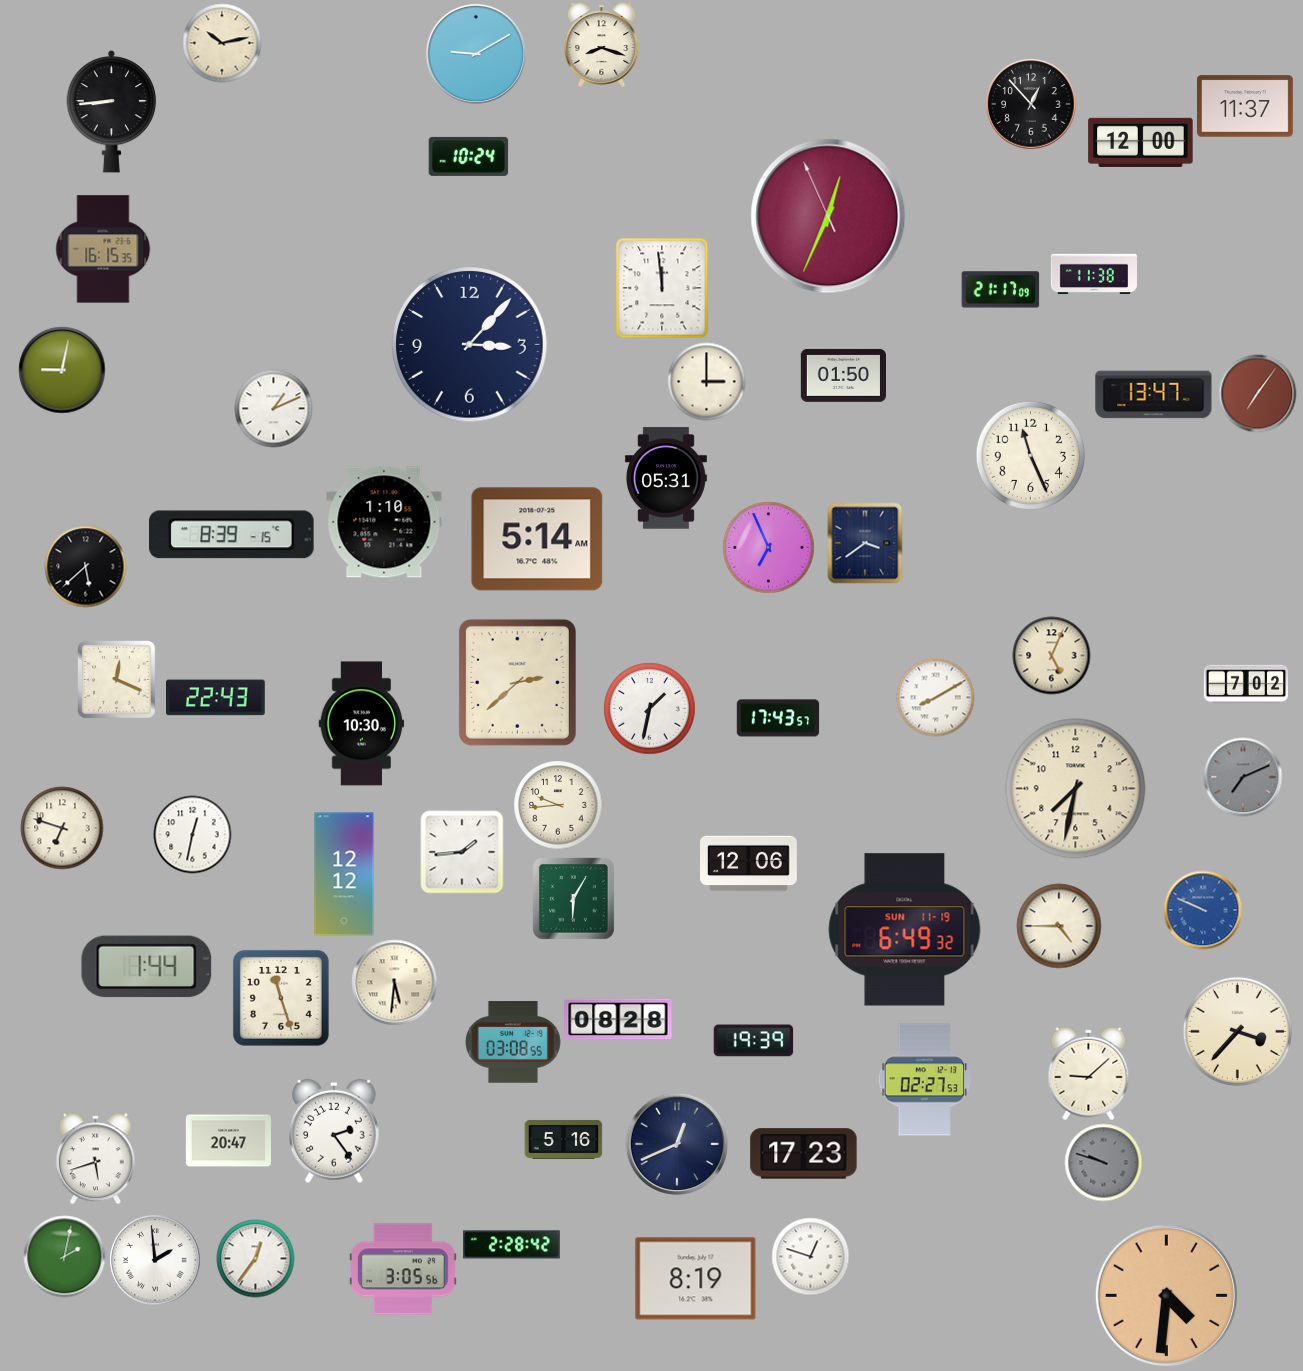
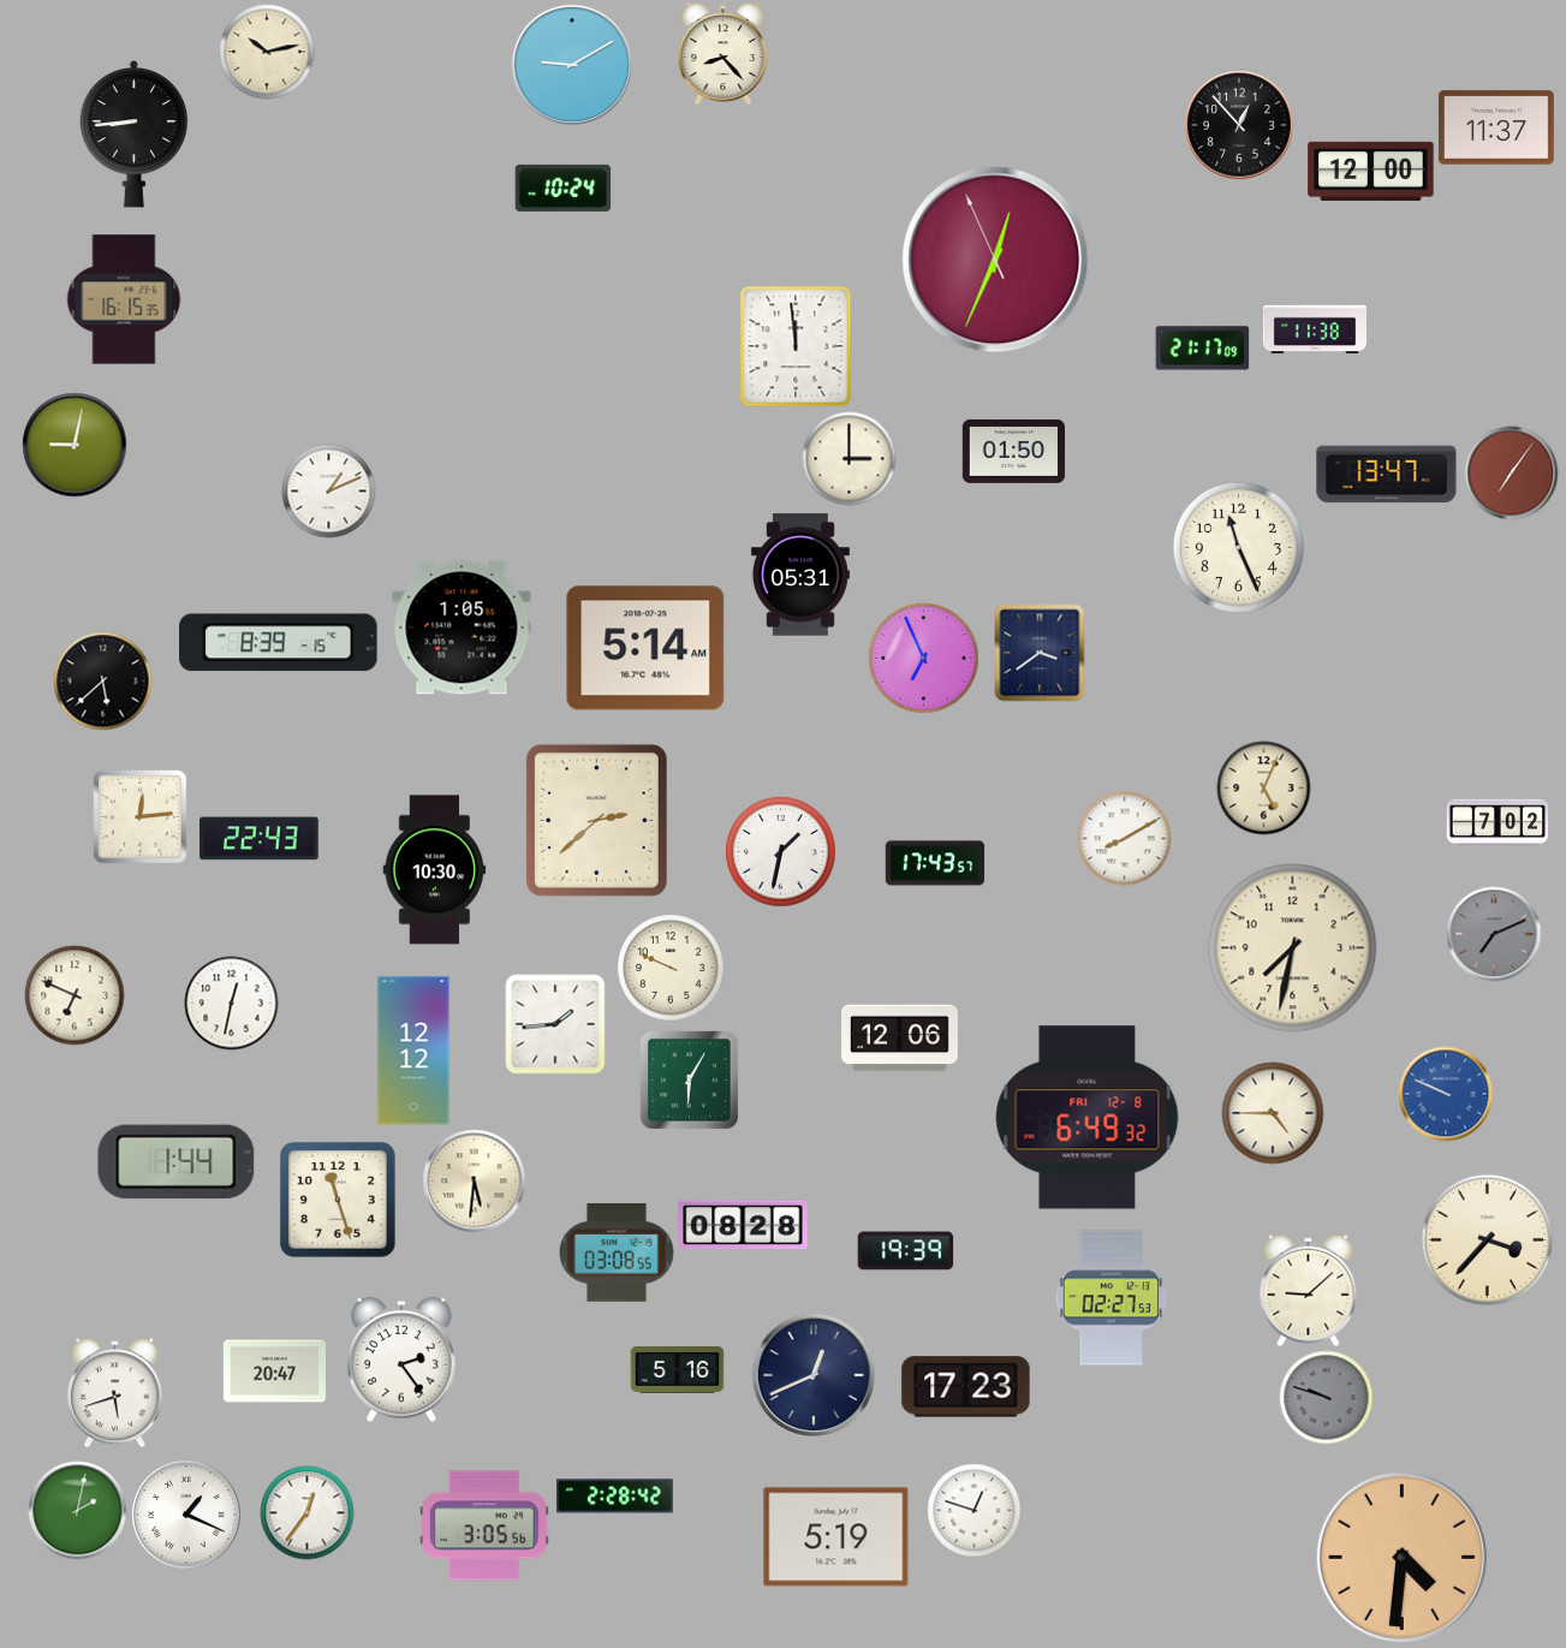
clock at (602, 44): 8:18 -> 8:23
clock at (470, 345): 3:07 -> none
clock at (384, 522): 1:10 -> 1:05
clock at (117, 680): 12:19 -> 12:14
clock at (517, 682) position: (517, 682) -> (596, 820)
clock at (558, 805): 9:44 -> 9:49
clock at (62, 828): 6:48 -> 6:49
clock at (905, 930) date: SUN 11-19 -> FRI 12-8
clock at (155, 1260): 1:59 -> 1:19
clock at (696, 1279): 8:19 -> 5:19
